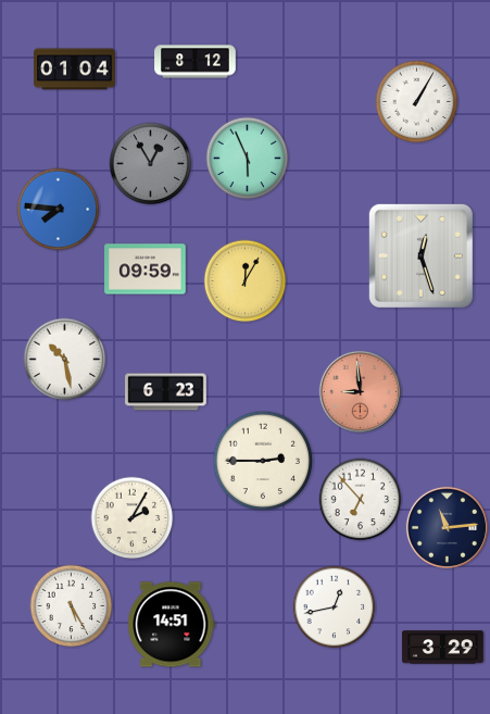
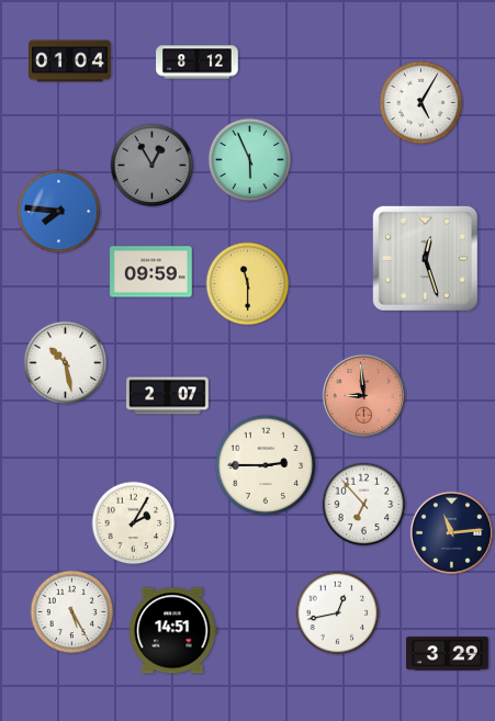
clock at (75, 70) position: (75, 70) -> (70, 61)
clock at (417, 102): 1:05 -> 5:05
clock at (146, 270) position: (146, 270) -> (151, 272)
clock at (246, 281): 12:05 -> 11:30
clock at (166, 392): 6:23 -> 2:07
